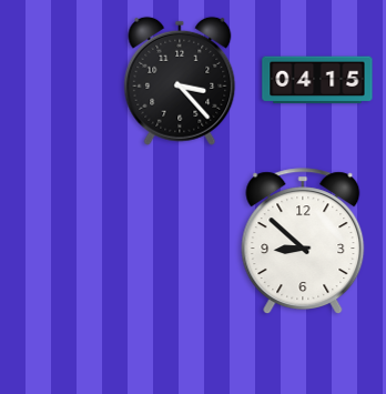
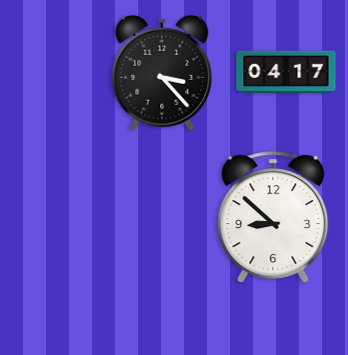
clock at (317, 80): 04:15 -> 04:17
